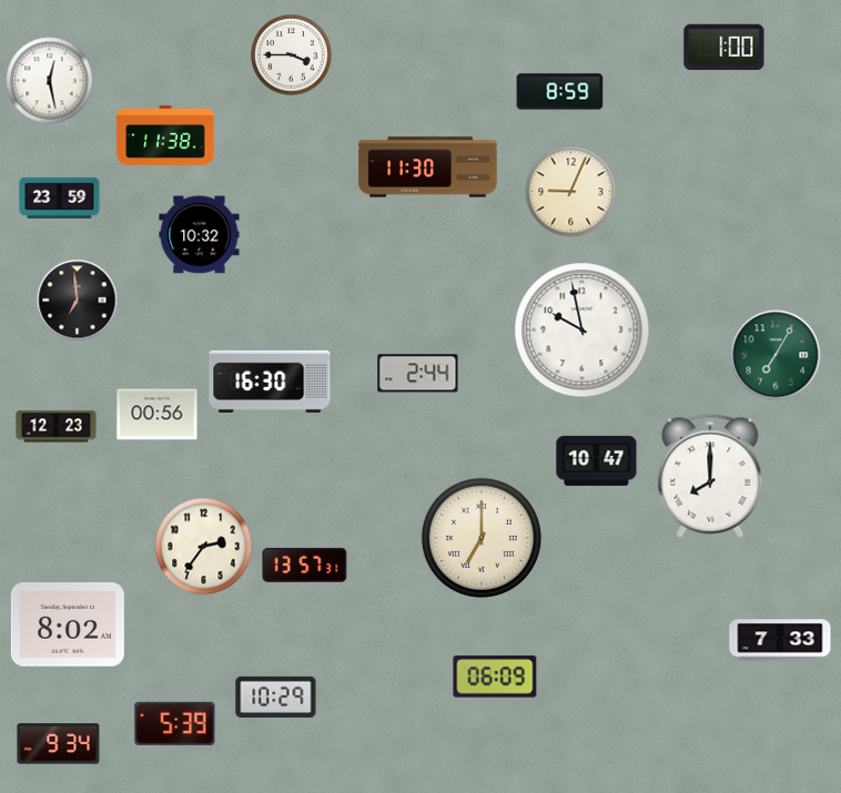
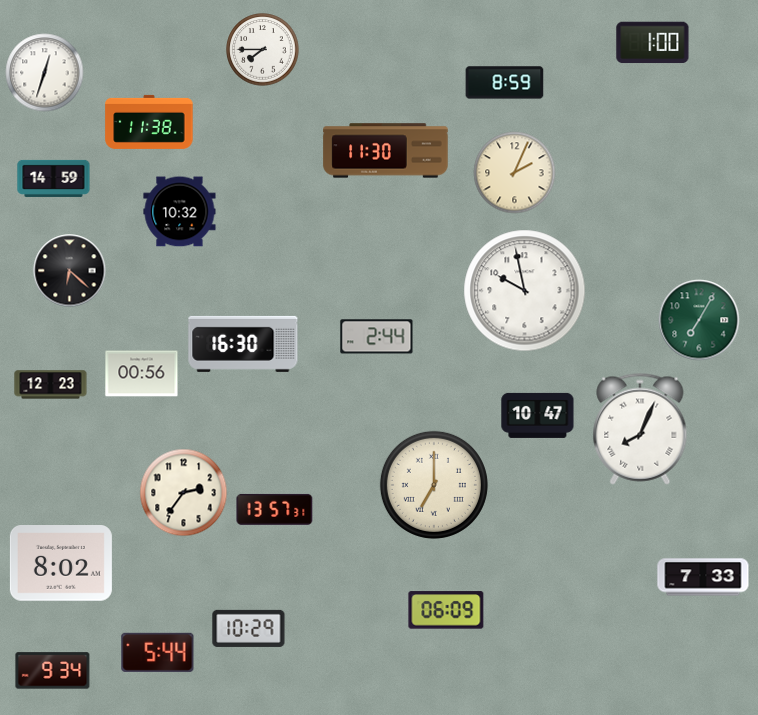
clock at (292, 55): 3:45 -> 7:45
clock at (50, 81): 12:28 -> 12:33
clock at (571, 192): 9:04 -> 2:04
clock at (60, 197): 23:59 -> 14:59
clock at (78, 301): 6:59 -> 6:22
clock at (582, 331) position: (582, 331) -> (525, 291)
clock at (710, 476): 8:00 -> 8:04
clock at (175, 723): 5:39 -> 5:44
